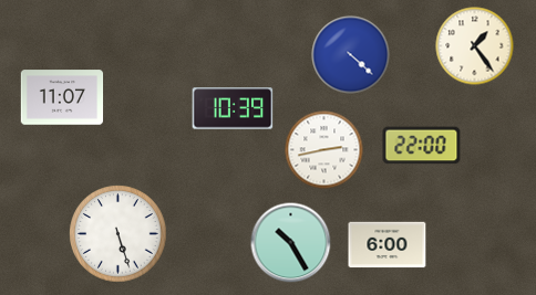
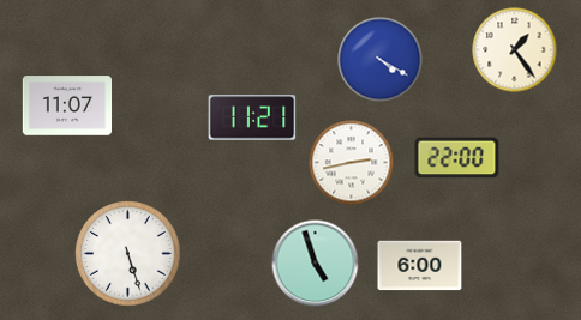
clock at (351, 55): 4:22 -> 4:20
clock at (233, 108): 10:39 -> 11:21
clock at (291, 243): 10:25 -> 4:57
